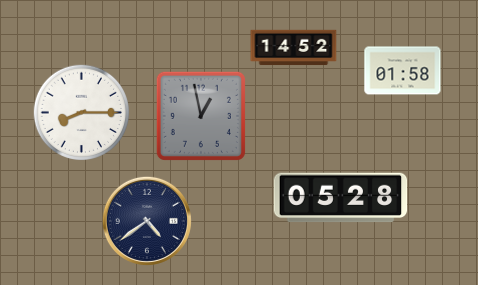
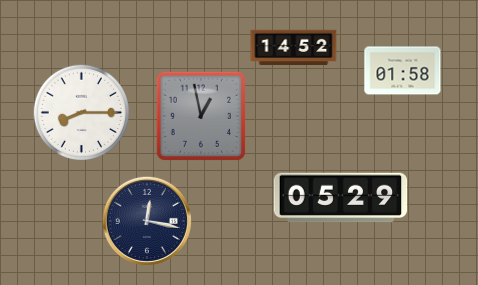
clock at (341, 198): 05:28 -> 05:29
clock at (147, 221): 4:39 -> 12:17
